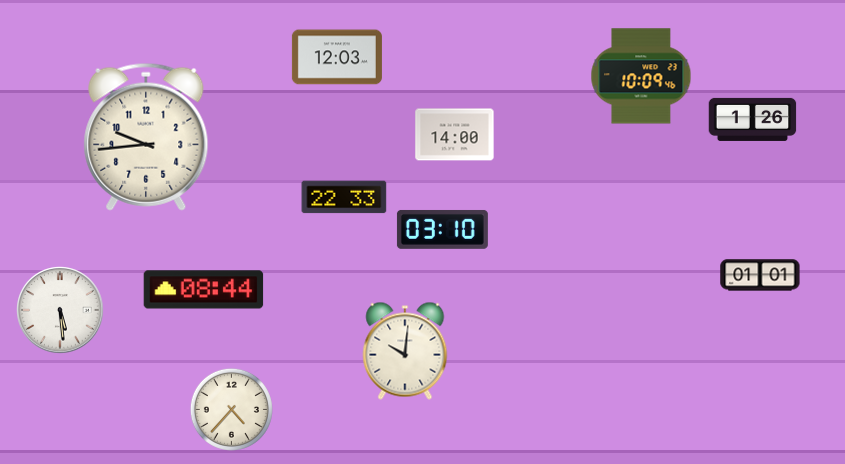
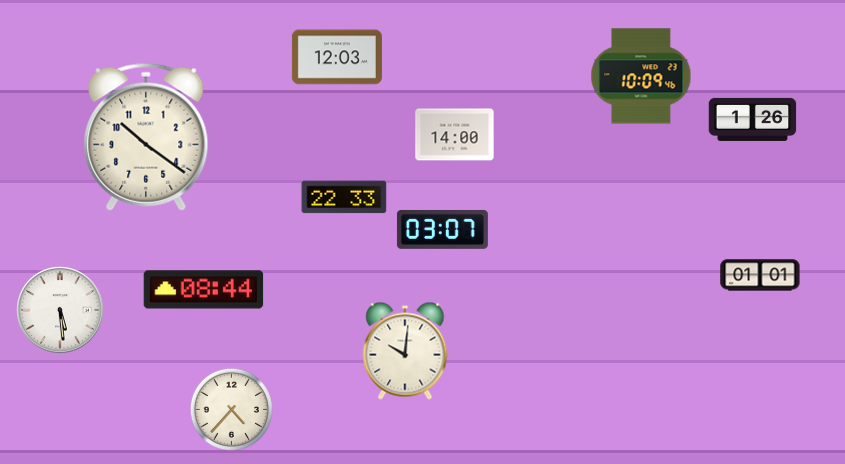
clock at (146, 137): 9:44 -> 10:21
clock at (442, 229): 03:10 -> 03:07
